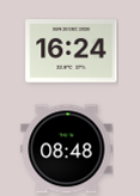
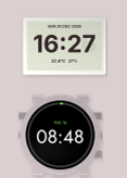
clock at (72, 51): 16:24 -> 16:27
